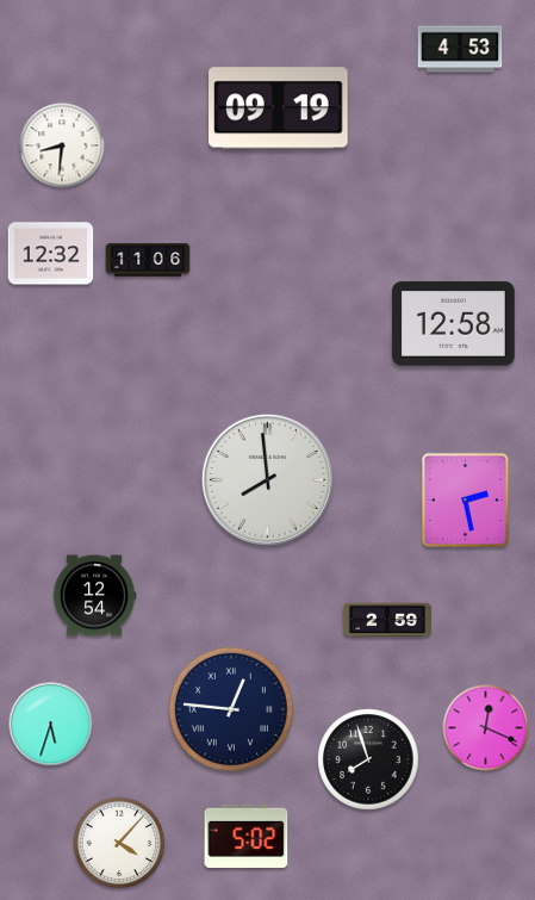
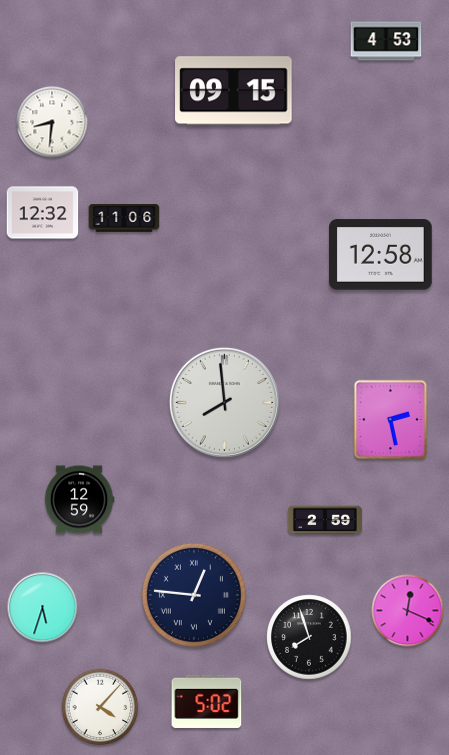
clock at (279, 108): 09:19 -> 09:15
clock at (454, 324) position: (454, 324) -> (381, 255)
clock at (94, 596): 12:54 -> 12:59
